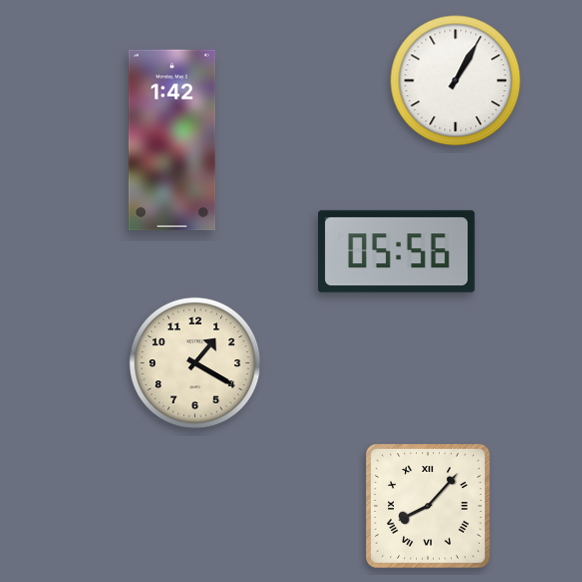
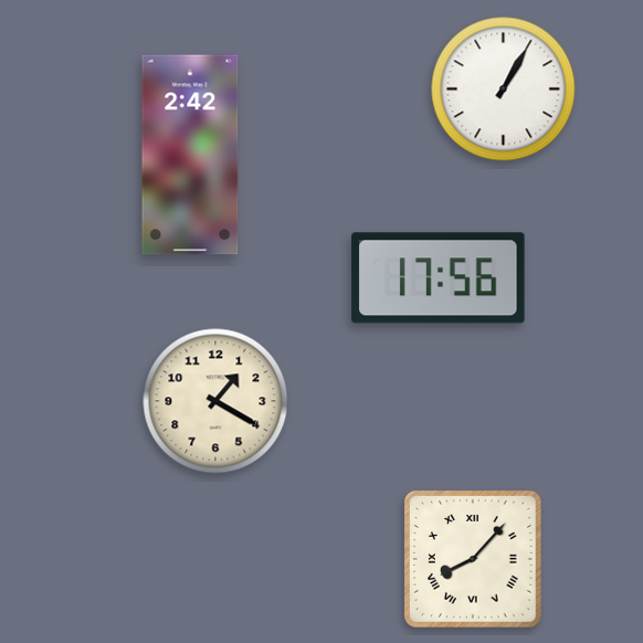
clock at (172, 140): 1:42 -> 2:42
clock at (397, 252): 05:56 -> 17:56
